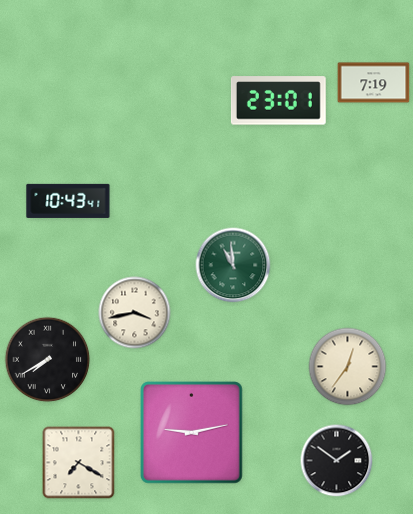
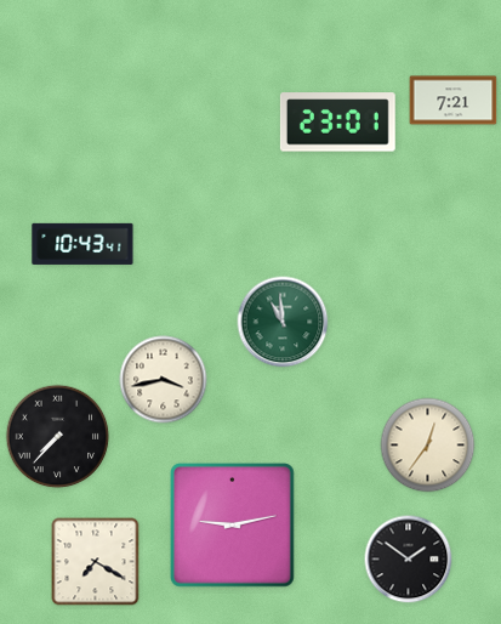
clock at (374, 83): 7:19 -> 7:21
clock at (48, 360): 7:40 -> 7:37
clock at (348, 367) position: (348, 367) -> (428, 446)
